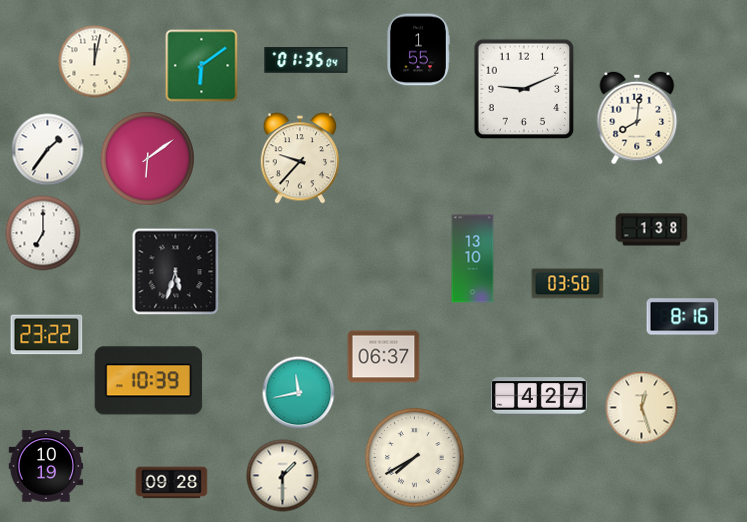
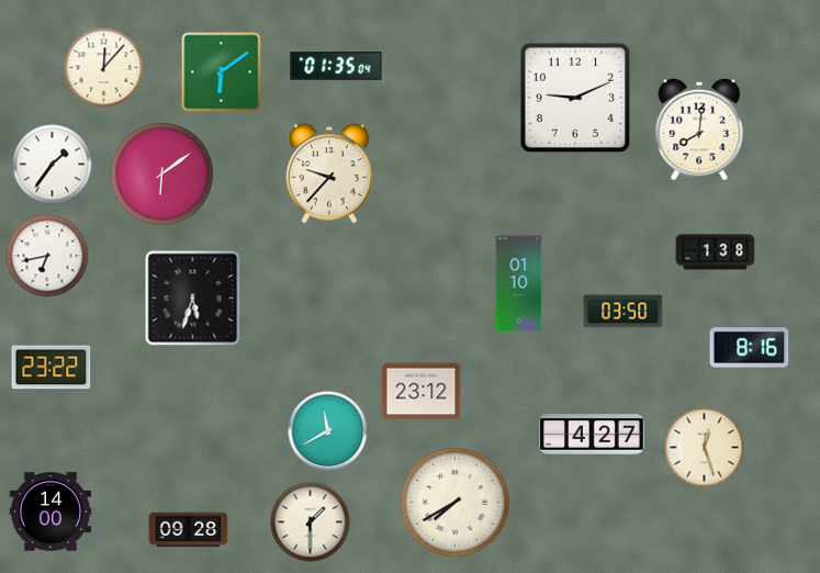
clock at (418, 50): 1:55 -> none
clock at (95, 62): 12:02 -> 12:07
clock at (43, 233): 7:00 -> 6:43
clock at (473, 259): 13:10 -> 01:10
clock at (384, 357): 06:37 -> 23:12
clock at (149, 381): 10:39 -> none
clock at (299, 393): 11:43 -> 11:40
clock at (46, 466): 10:19 -> 14:00
